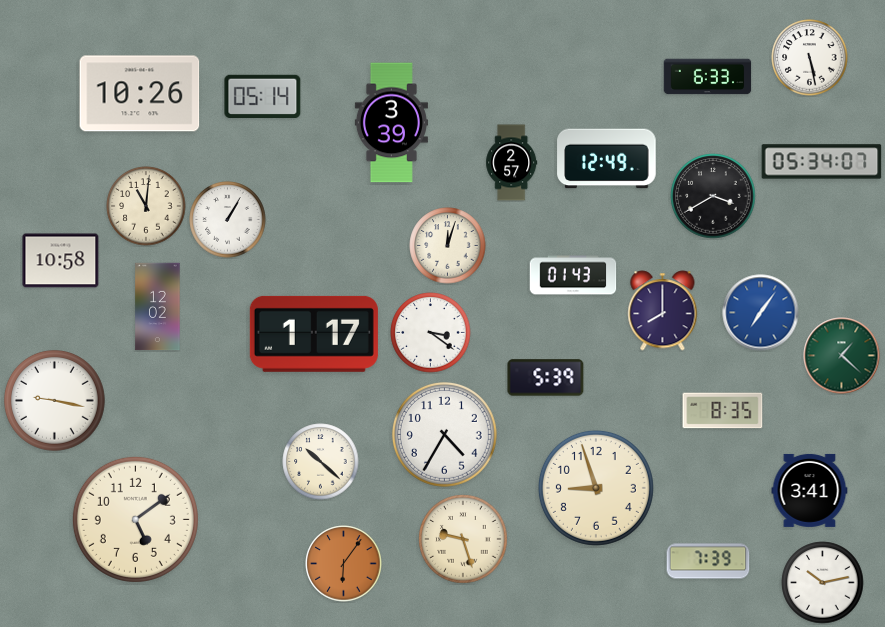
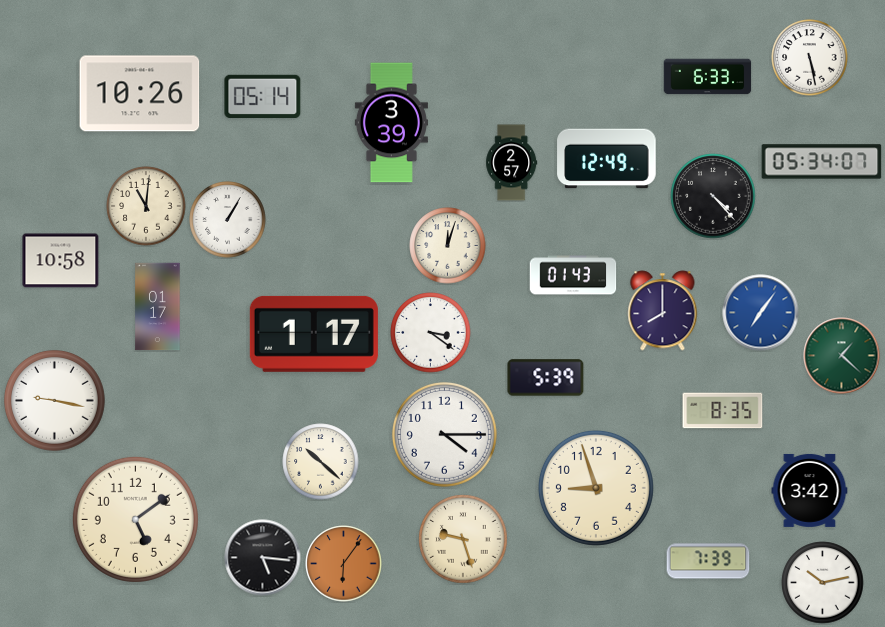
clock at (713, 196): 3:40 -> 4:23
clock at (158, 307): 12:02 -> 01:17
clock at (444, 434): 4:35 -> 4:15
clock at (810, 490): 3:41 -> 3:42
clock at (263, 558): none -> 5:16
